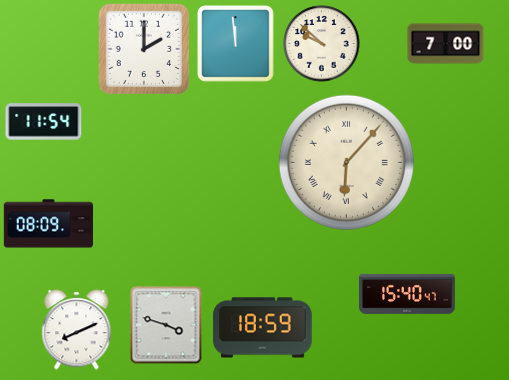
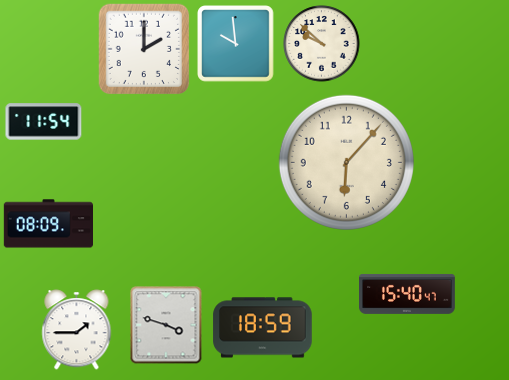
clock at (236, 44): 11:59 -> 9:59
clock at (446, 44): 7:00 -> none
clock at (346, 162) numerals: Roman -> Arabic
clock at (77, 330): 8:11 -> 1:45
